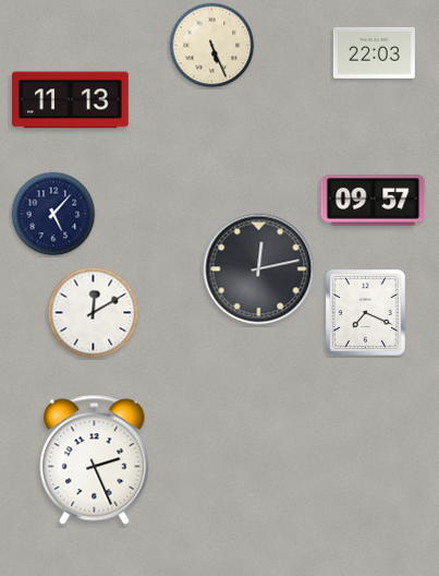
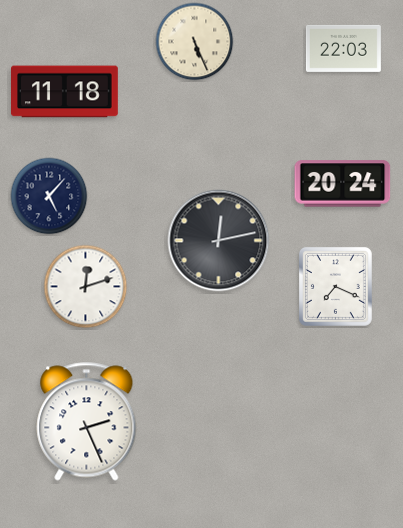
clock at (71, 100): 11:13 -> 11:18
clock at (374, 201): 09:57 -> 20:24
clock at (259, 269) position: (259, 269) -> (219, 241)
clock at (94, 313): 12:10 -> 12:12
